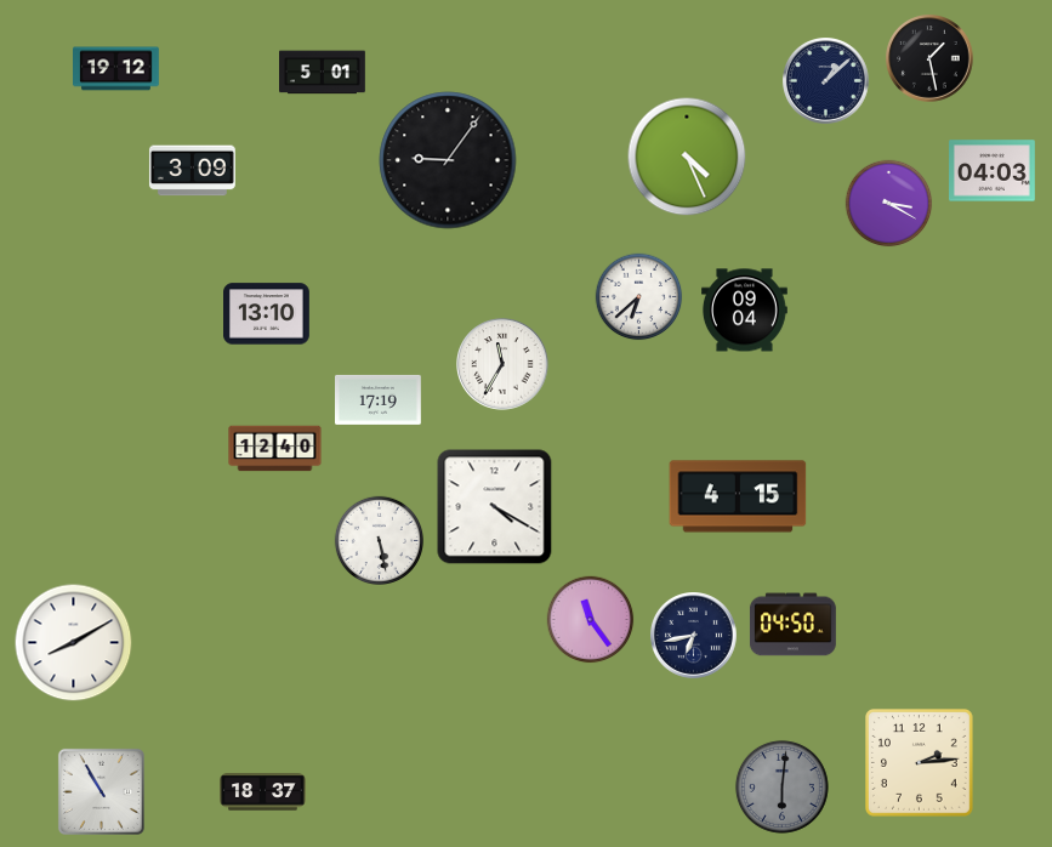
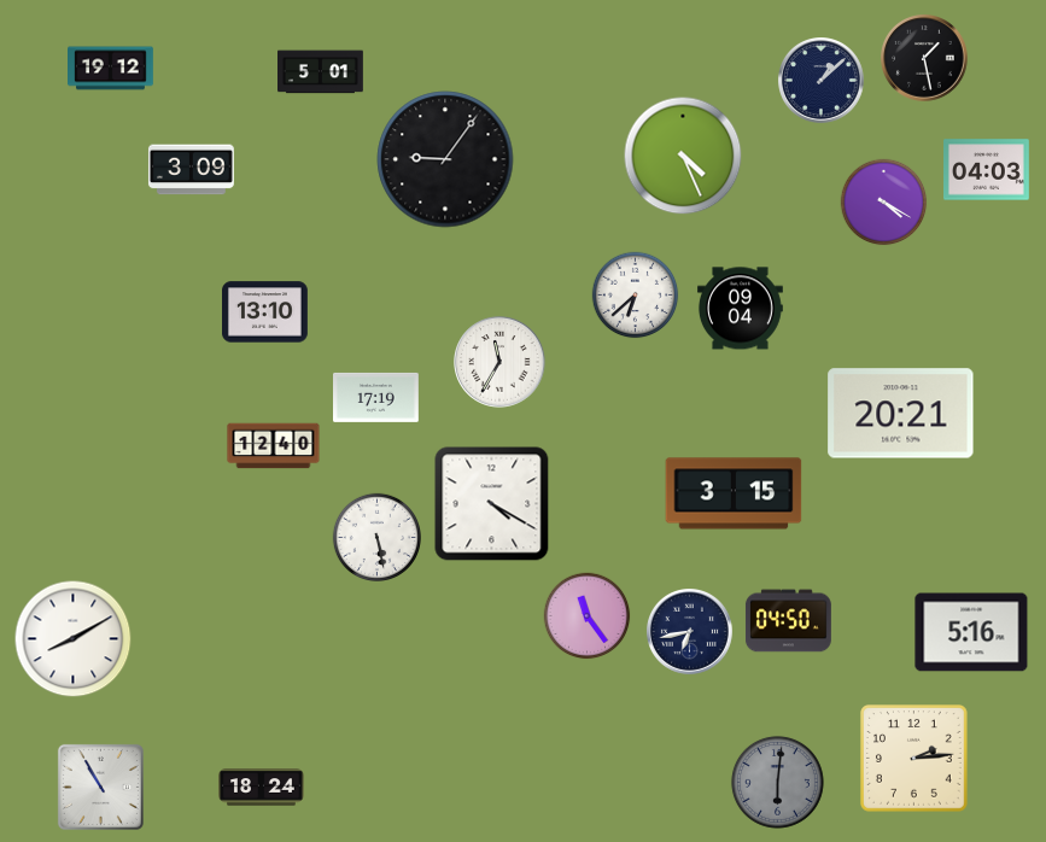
clock at (116, 69) position: (116, 69) -> (111, 69)
clock at (889, 204): 3:20 -> 4:20
clock at (901, 414): none -> 20:21
clock at (738, 496): 4:15 -> 3:15
clock at (971, 632): none -> 5:16
clock at (263, 792): 18:37 -> 18:24
